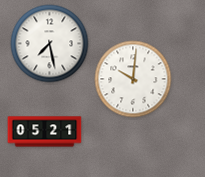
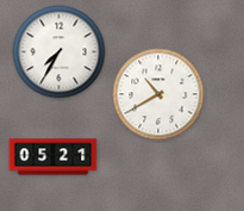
clock at (50, 44): 7:28 -> 7:35
clock at (133, 79): 10:01 -> 10:40
